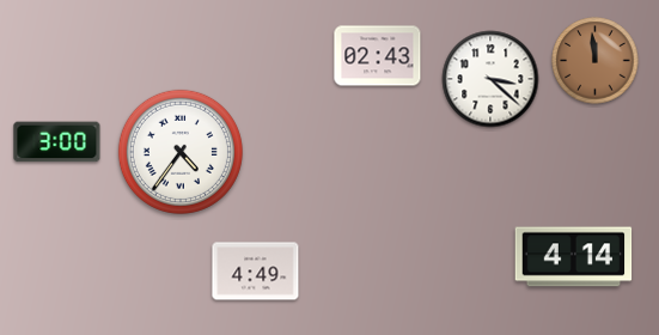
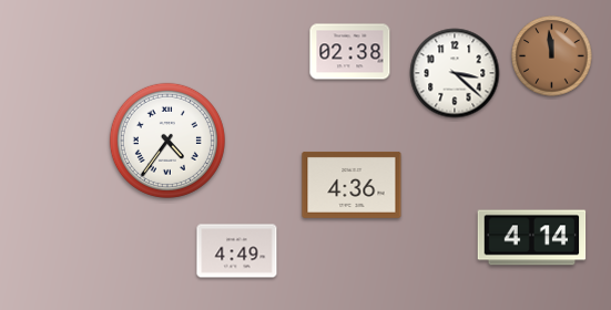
clock at (378, 56): 02:43 -> 02:38
clock at (57, 142): 3:00 -> none
clock at (352, 185): none -> 4:36
